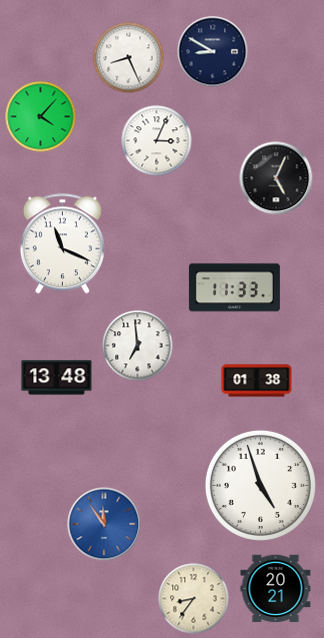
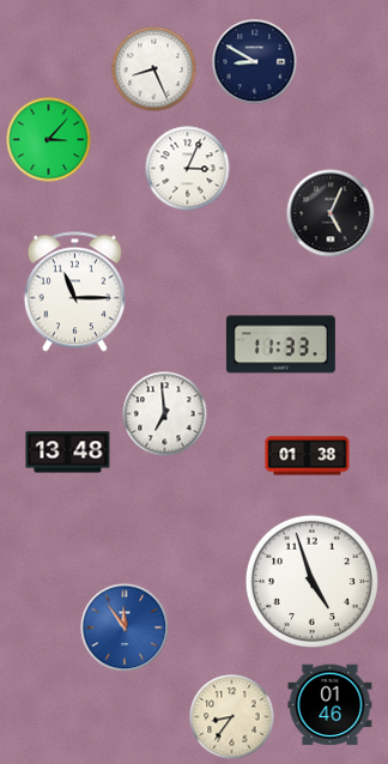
clock at (41, 117): 4:07 -> 3:07
clock at (62, 244): 11:19 -> 11:15
clock at (276, 589): 20:21 -> 01:46
